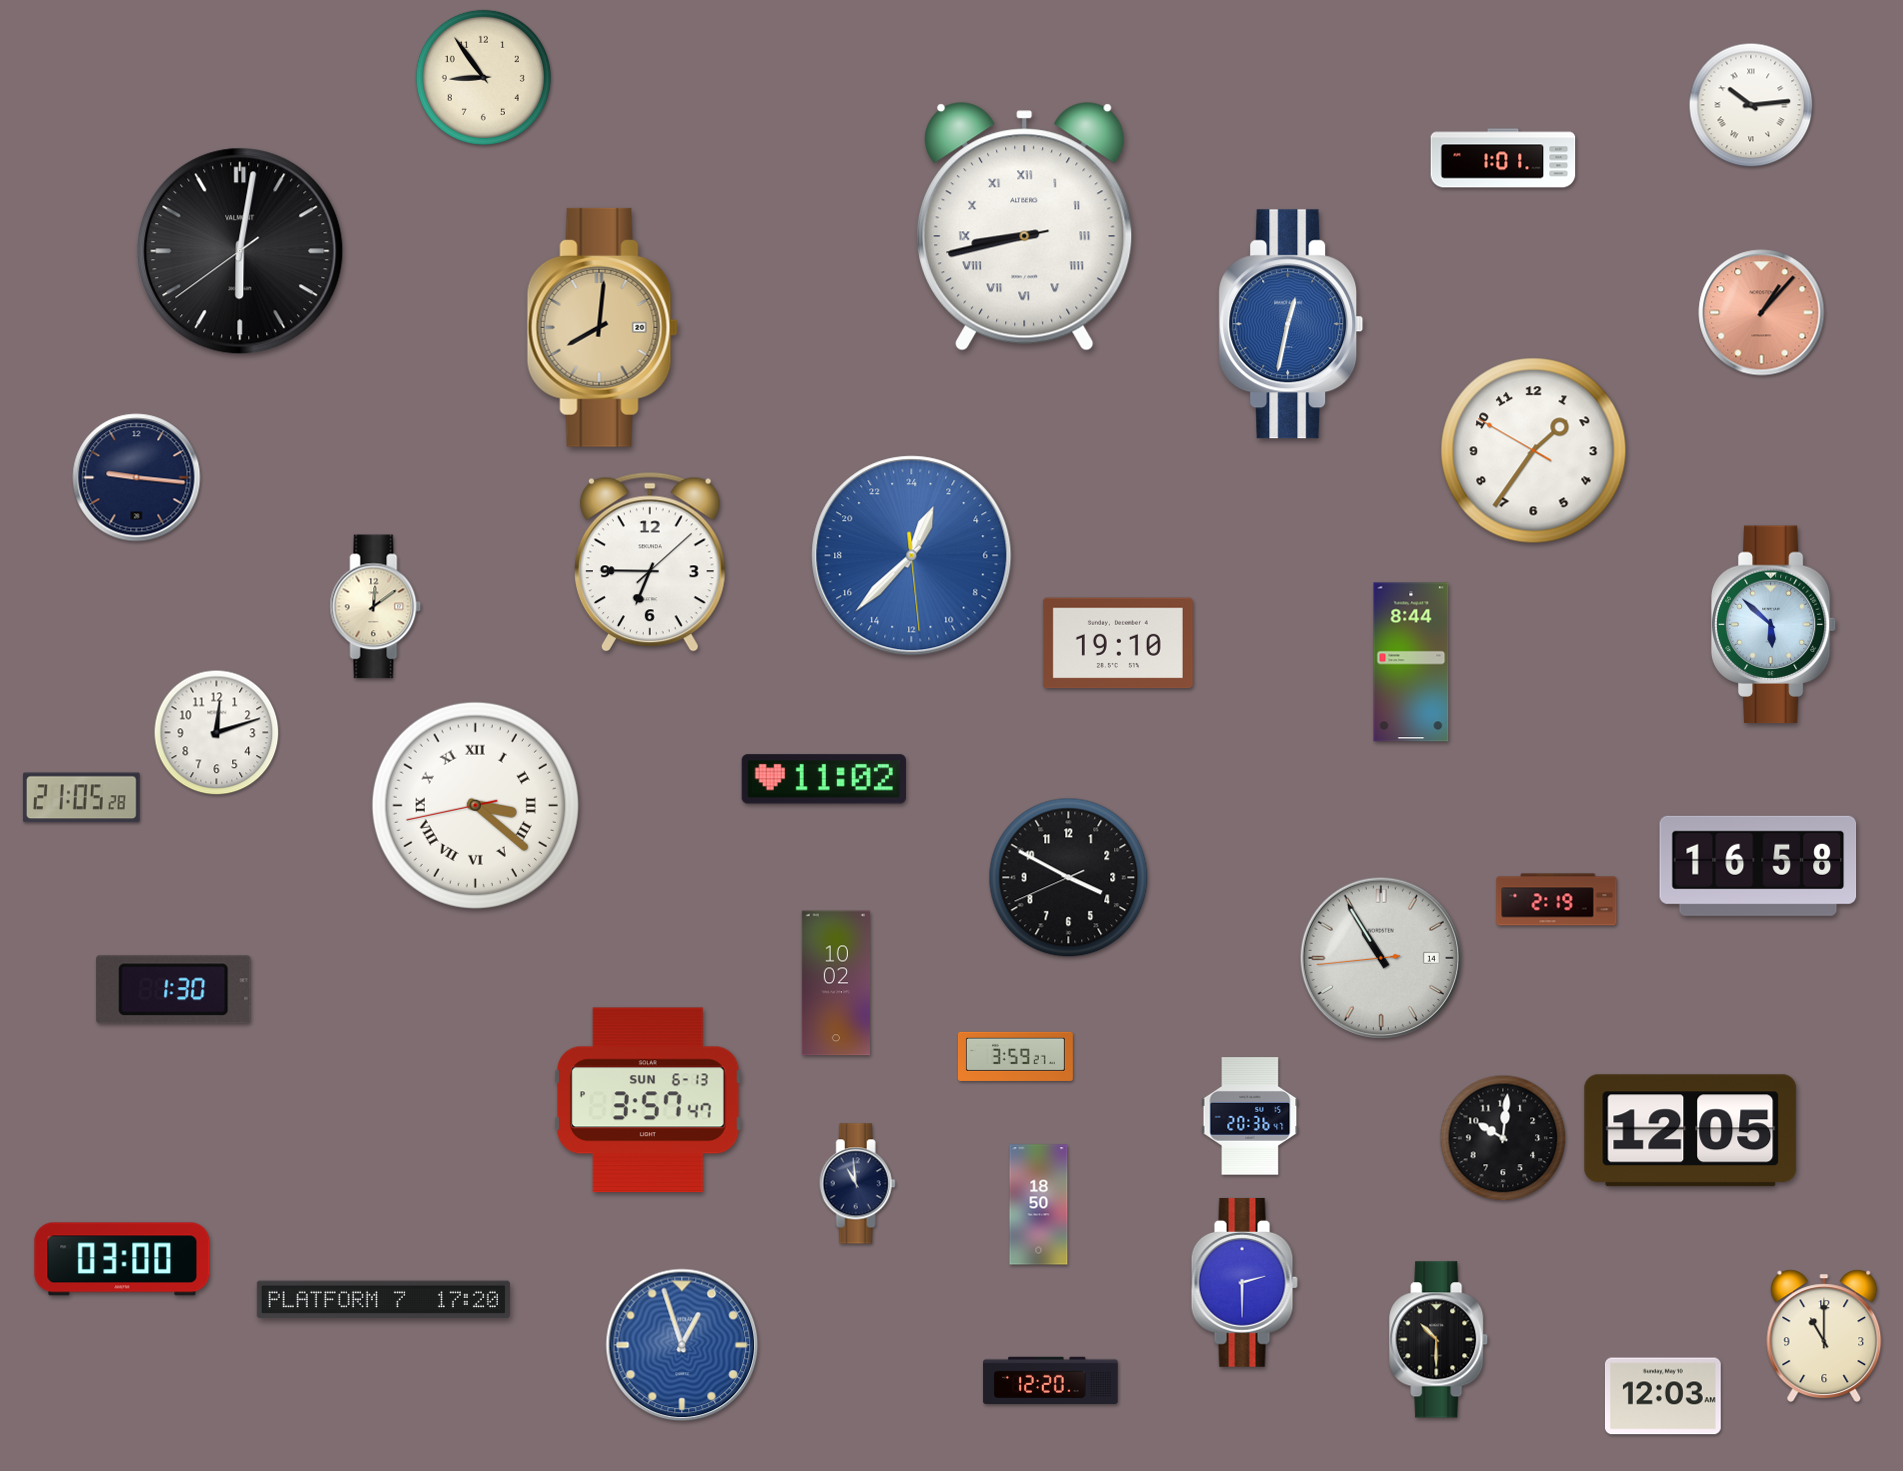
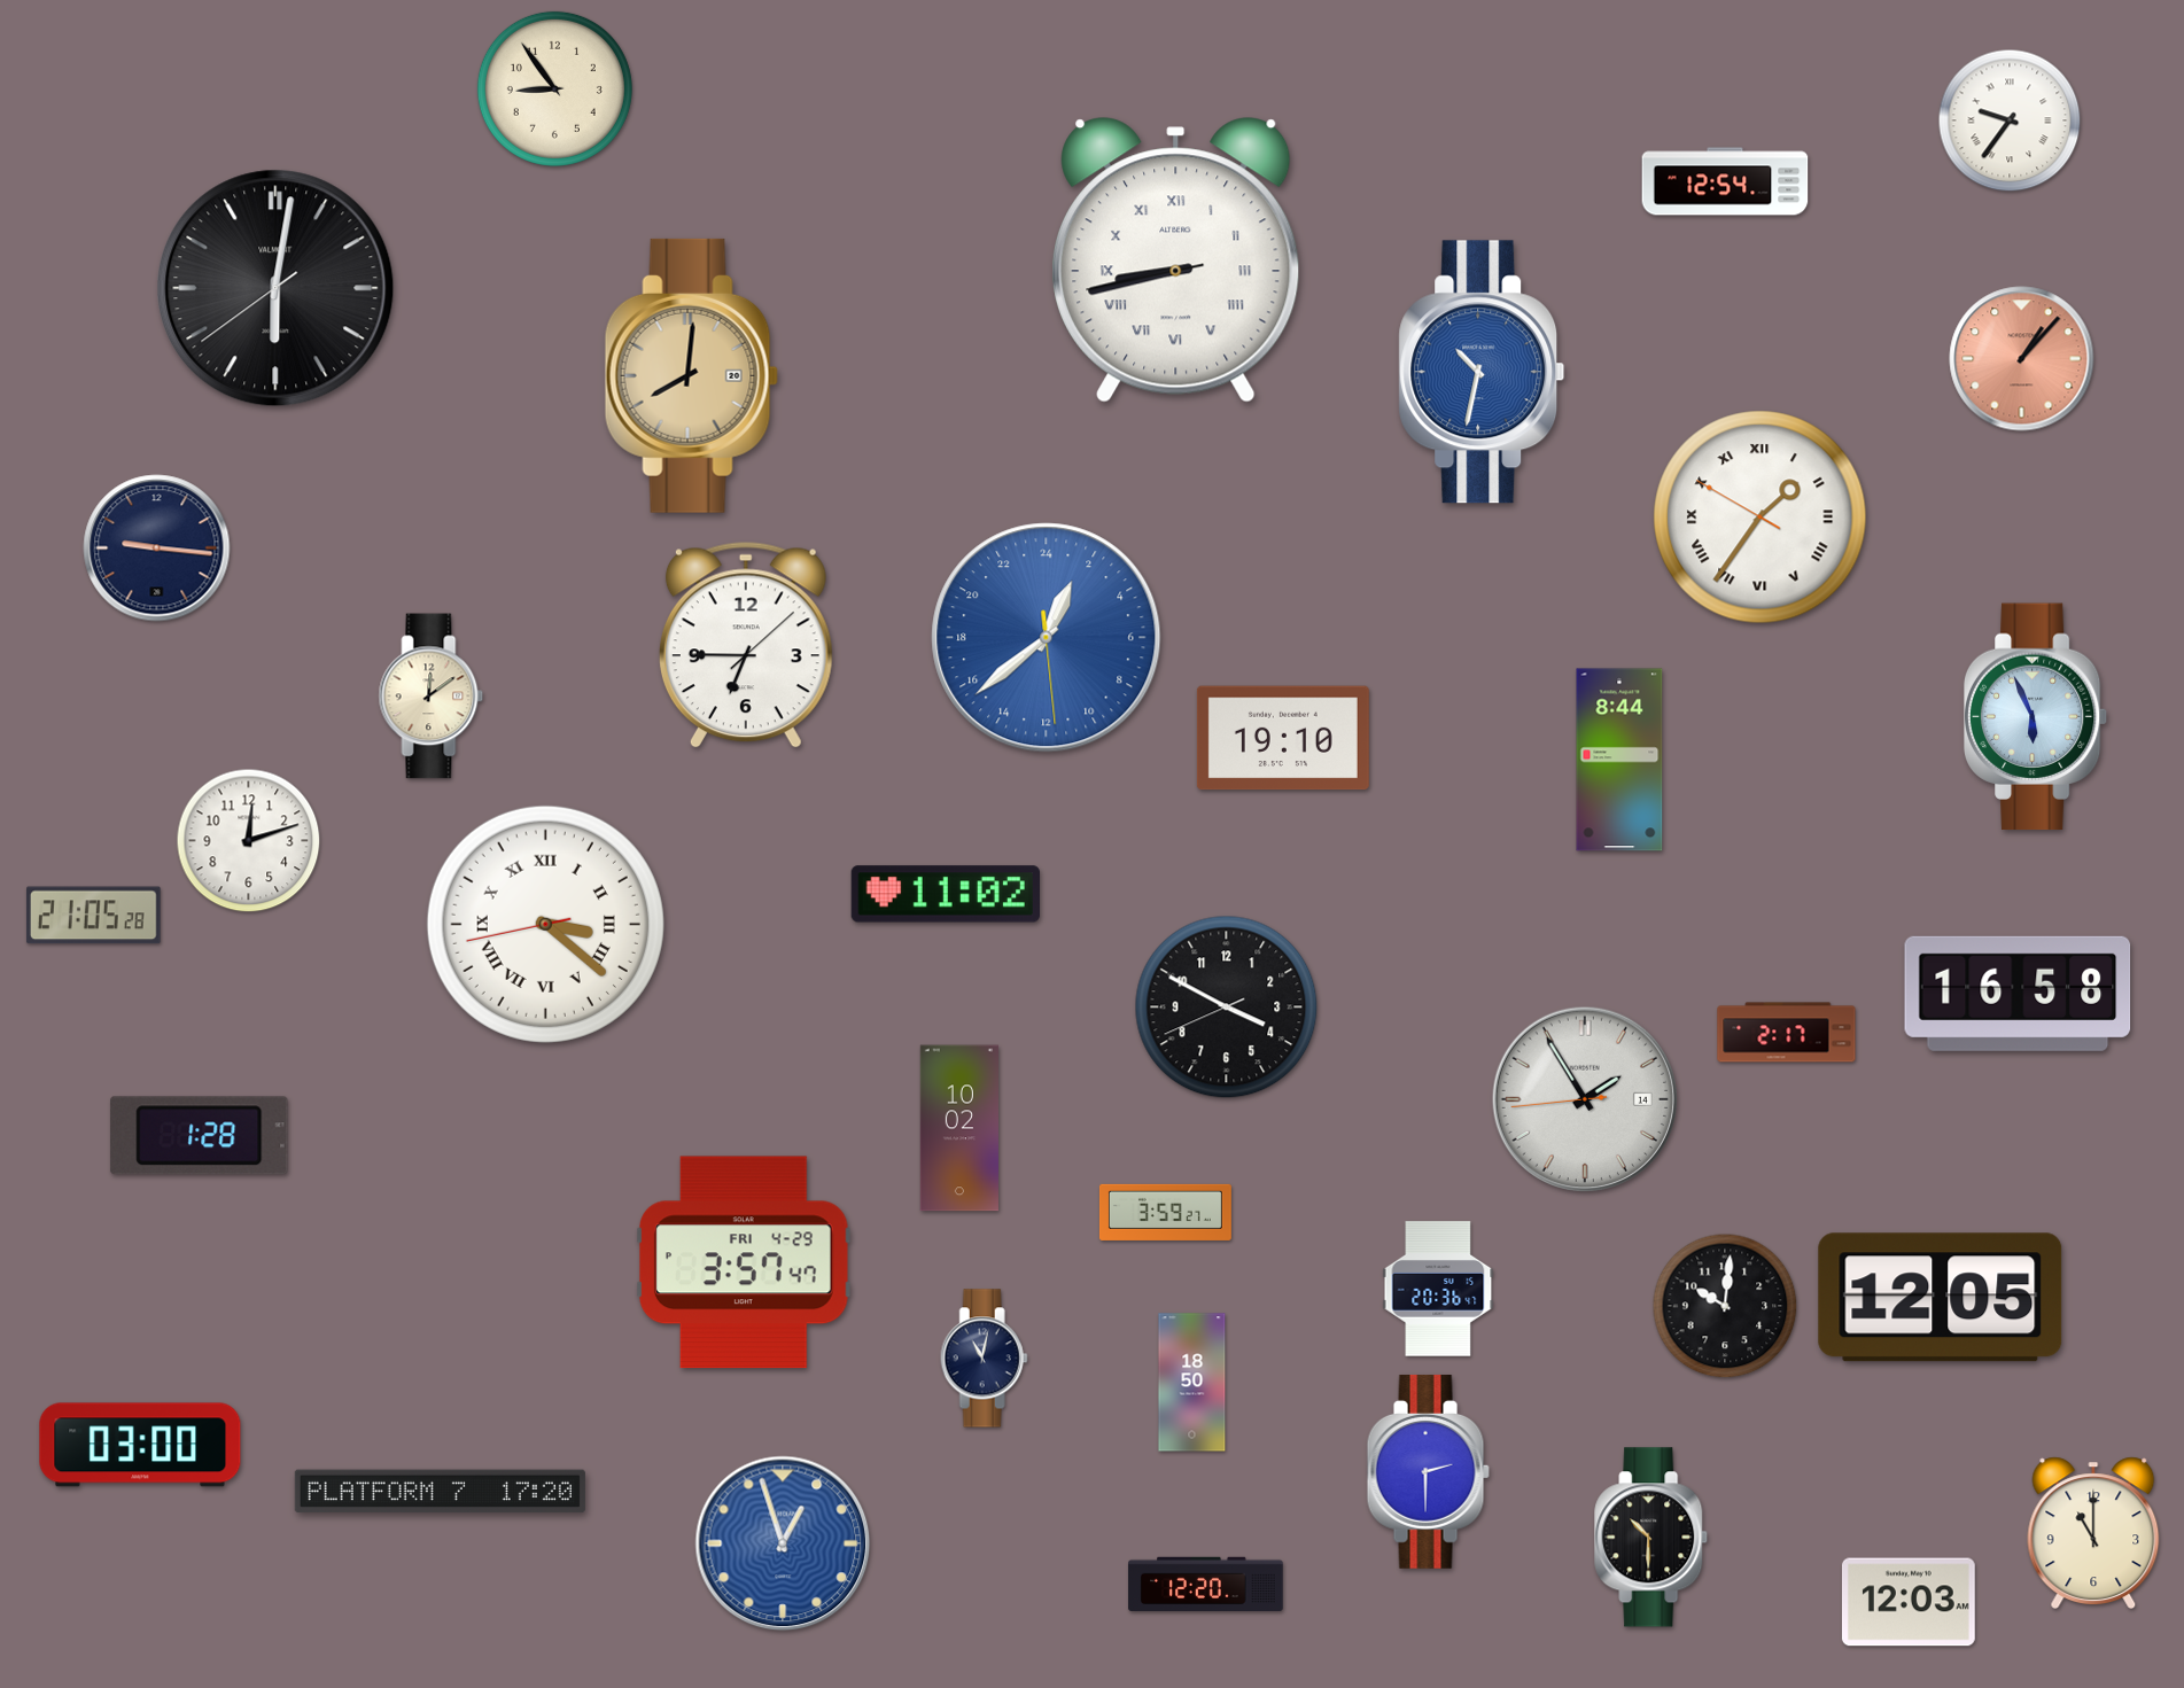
clock at (1751, 105): 10:14 -> 9:36
clock at (1503, 158): 1:01 -> 12:54
clock at (1291, 324): 12:32 -> 10:32
clock at (1534, 451) numerals: Arabic -> Roman
clock at (912, 556): 1:37 -> 1:38
clock at (1774, 625): 5:52 -> 5:56
clock at (1557, 900): 2:19 -> 2:17
clock at (1381, 958): 10:54 -> 1:54
clock at (174, 990): 1:30 -> 1:28
clock at (649, 1100) date: SUN 6-13 -> FRI 4-29
clock at (1250, 1116) position: (1250, 1116) -> (1438, 1289)
clock at (857, 1184): 10:59 -> 11:02
